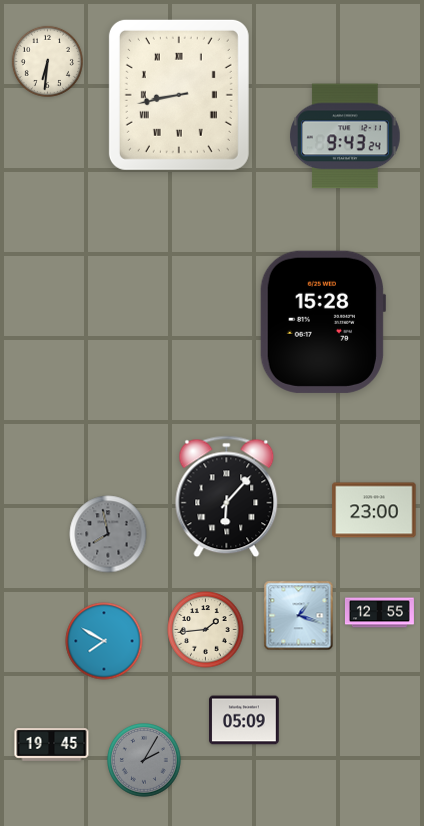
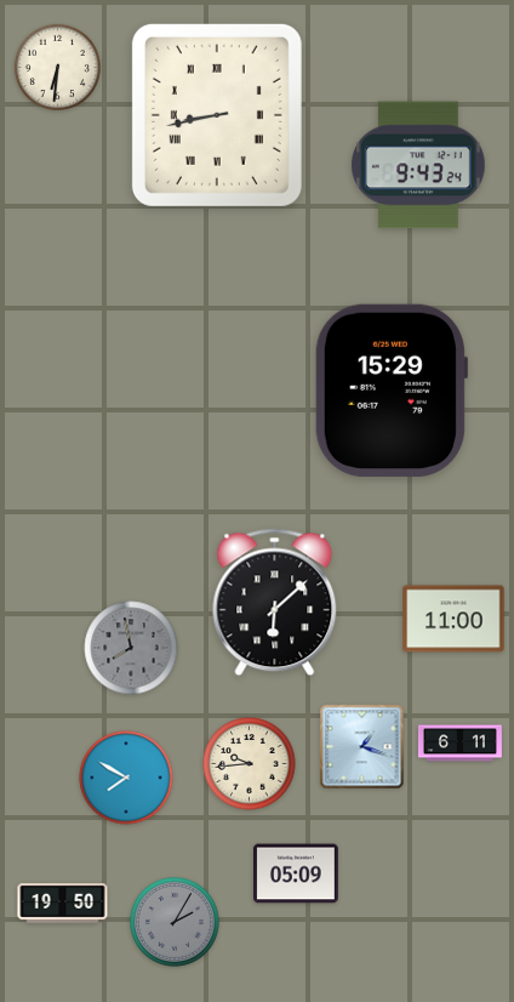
clock at (47, 61) position: (47, 61) -> (57, 67)
clock at (322, 322): 15:28 -> 15:29
clock at (227, 497): 6:07 -> 6:08
clock at (374, 510): 23:00 -> 11:00
clock at (379, 613): 12:55 -> 6:11
clock at (206, 630): 1:44 -> 9:44
clock at (52, 745): 19:45 -> 19:50
